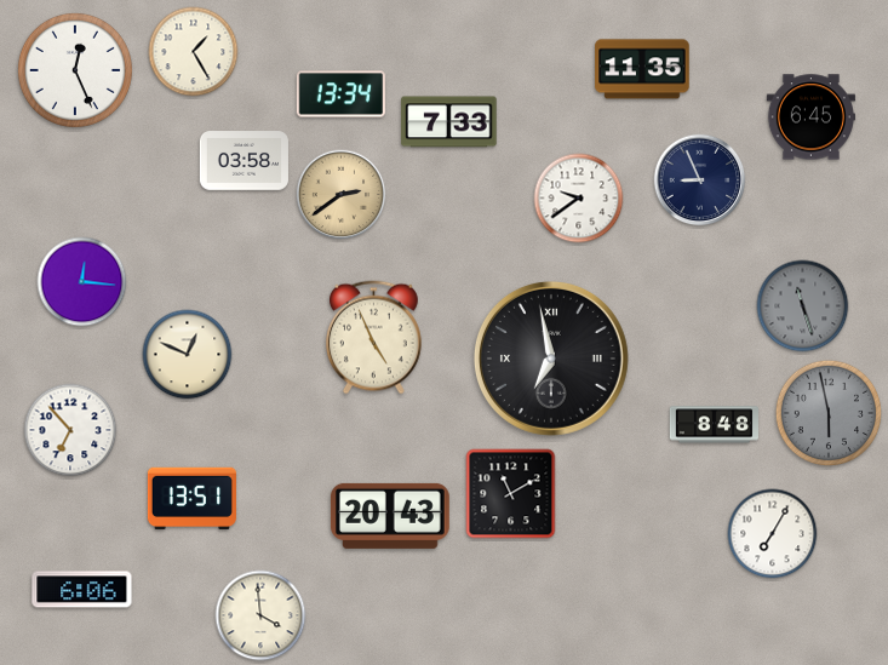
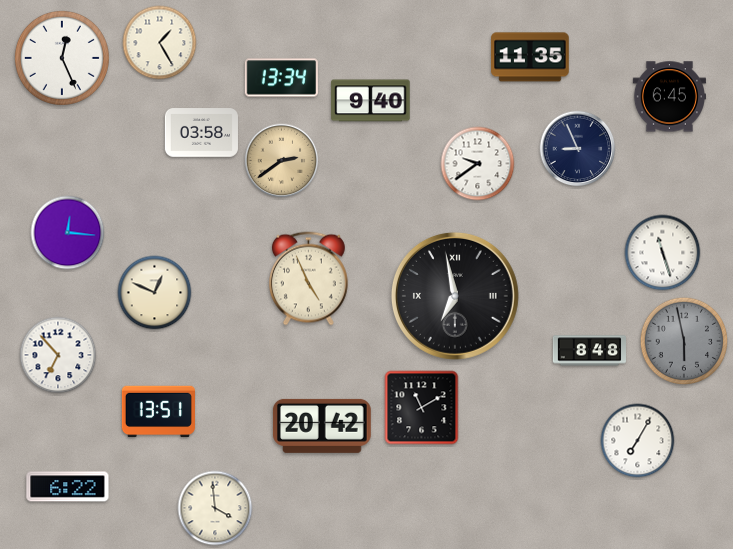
clock at (449, 122): 7:33 -> 9:40
clock at (803, 306) dial: grey -> white
clock at (390, 516): 20:43 -> 20:42
clock at (82, 590): 6:06 -> 6:22
